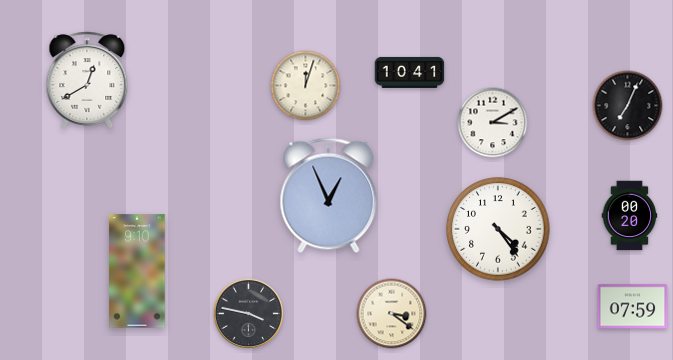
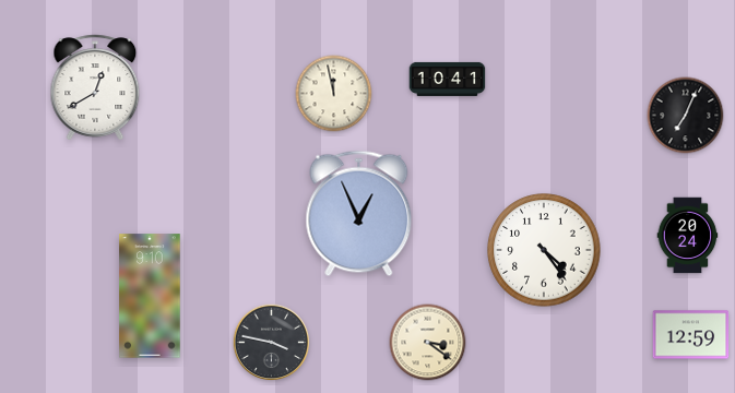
clock at (306, 86): 12:03 -> 11:58
clock at (493, 123): 3:10 -> none
clock at (630, 216): 00:20 -> 20:24
clock at (633, 307): 07:59 -> 12:59
